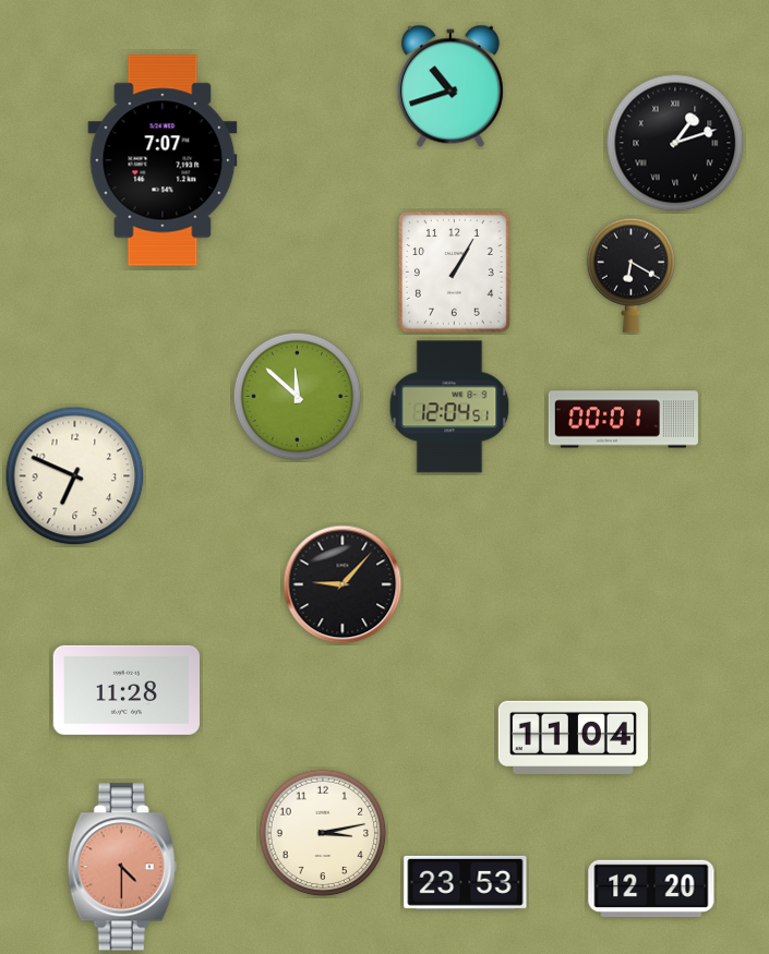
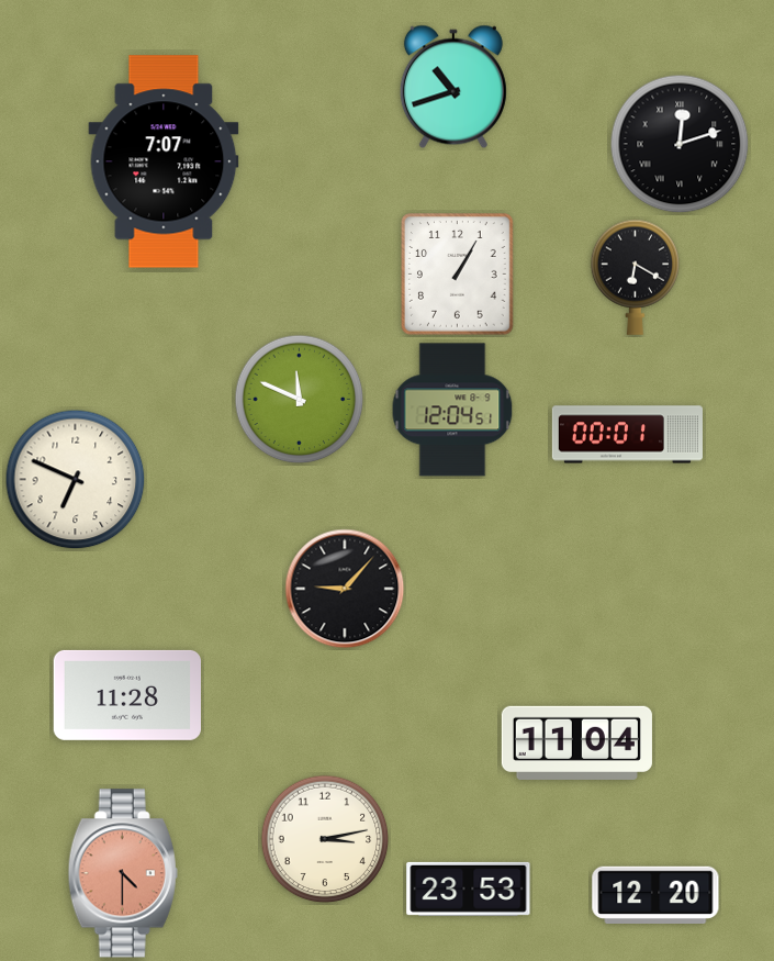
clock at (675, 143): 1:12 -> 12:12
clock at (298, 397): 11:52 -> 11:49
clock at (623, 420) position: (623, 420) -> (627, 435)
